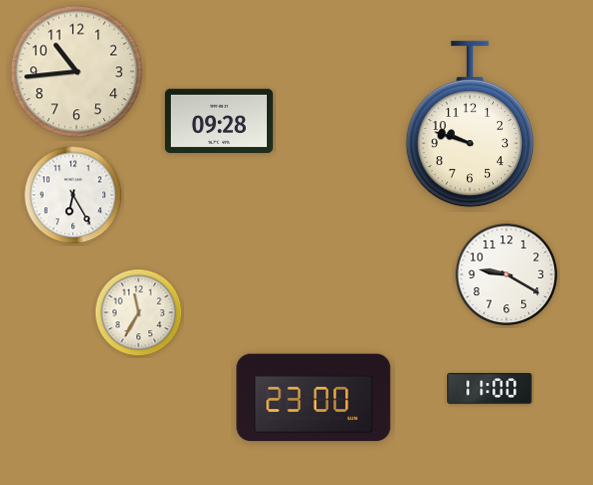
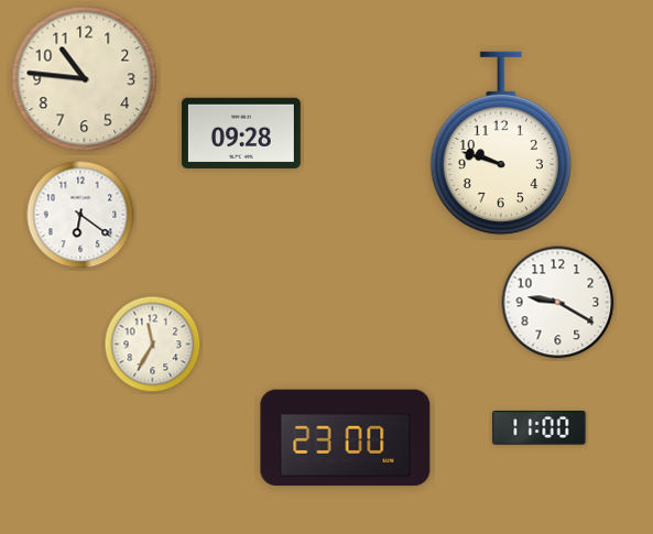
clock at (77, 72): 10:44 -> 10:46
clock at (470, 124) position: (470, 124) -> (501, 143)
clock at (73, 195): 6:25 -> 6:21
